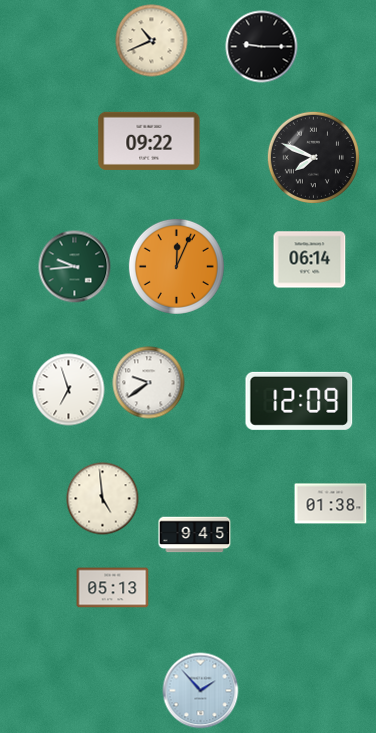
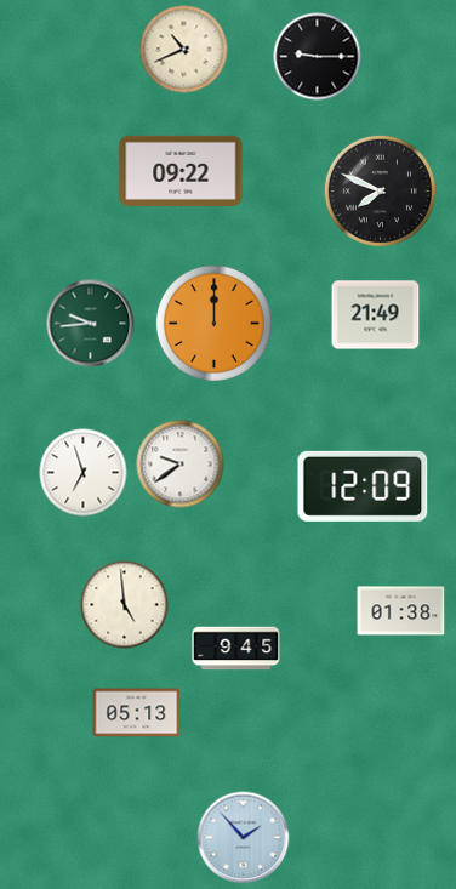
clock at (310, 260): 06:14 -> 21:49
clock at (176, 266): 12:04 -> 12:00
